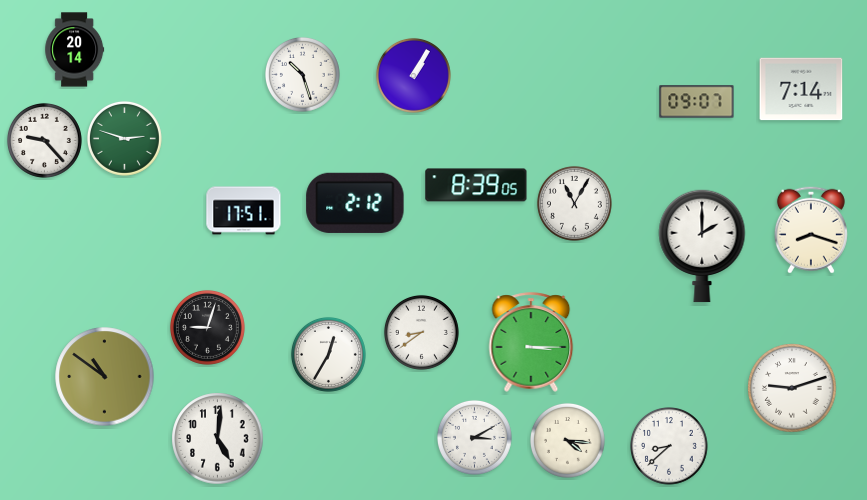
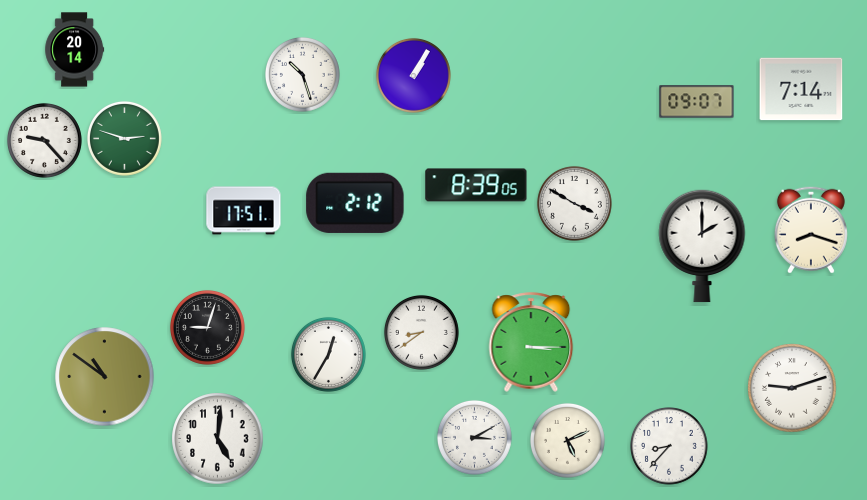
clock at (574, 203): 11:05 -> 3:50
clock at (567, 440): 4:16 -> 5:11
clock at (670, 447): 8:38 -> 8:37
